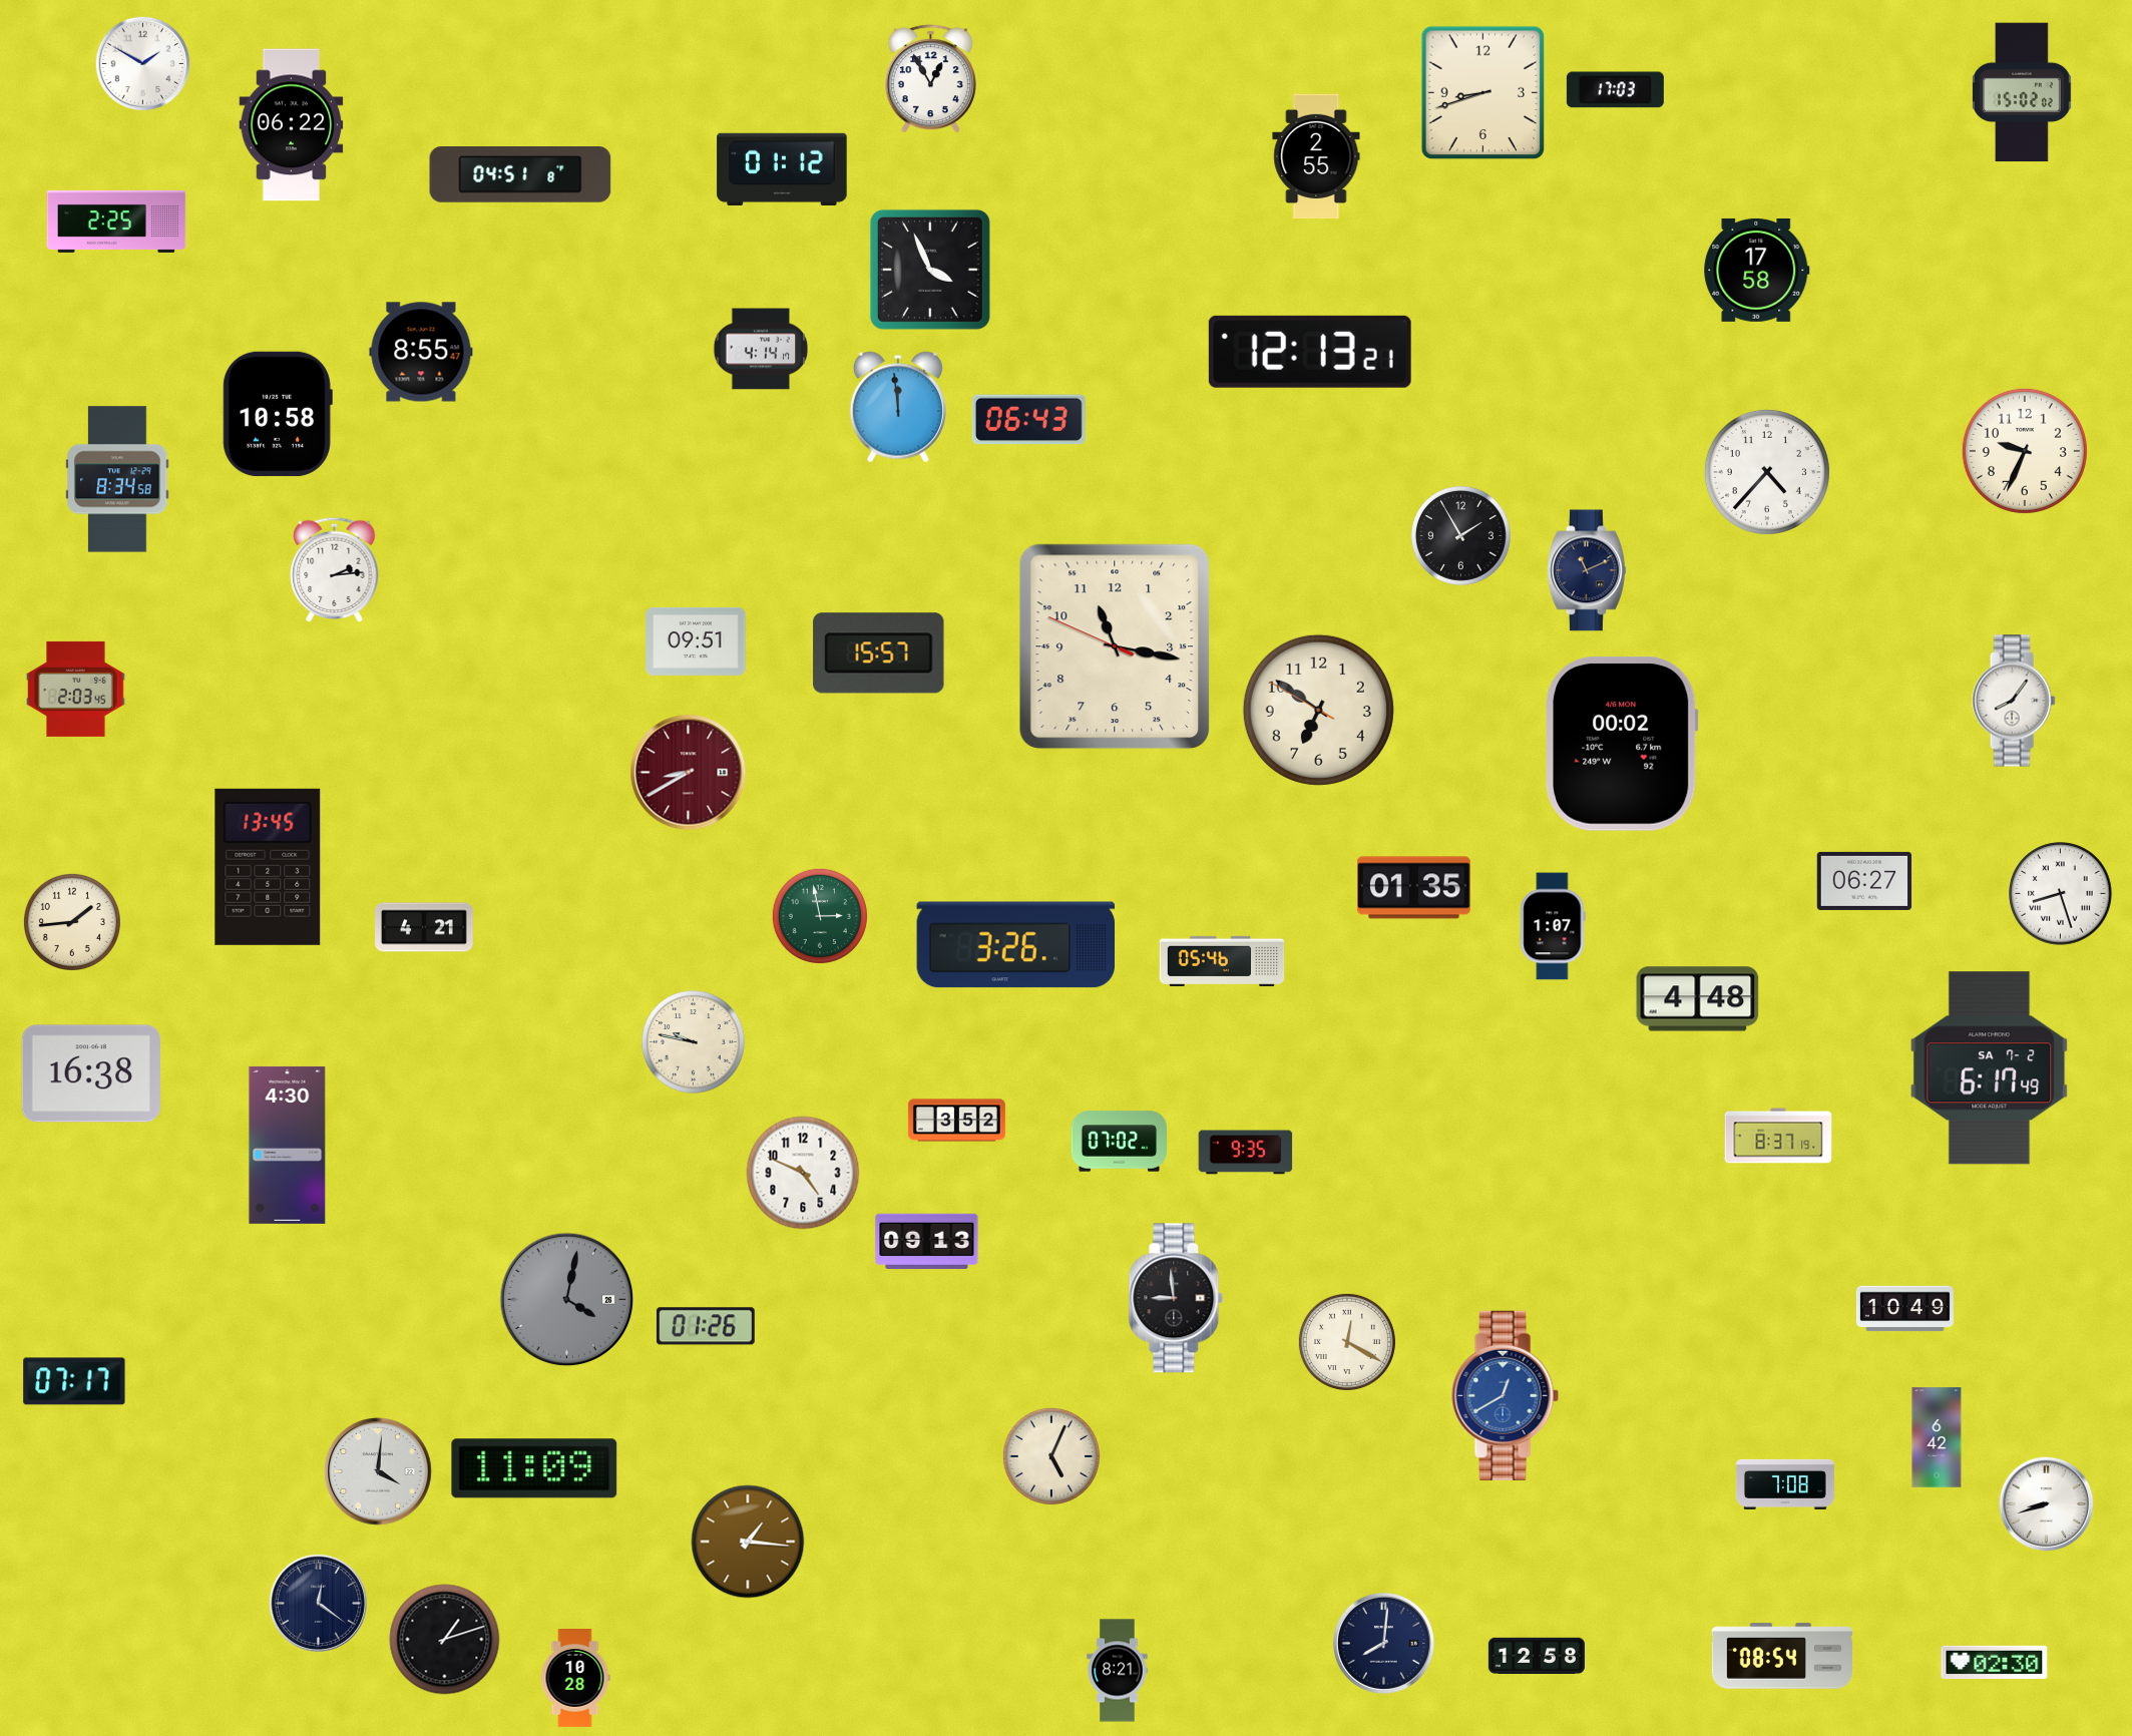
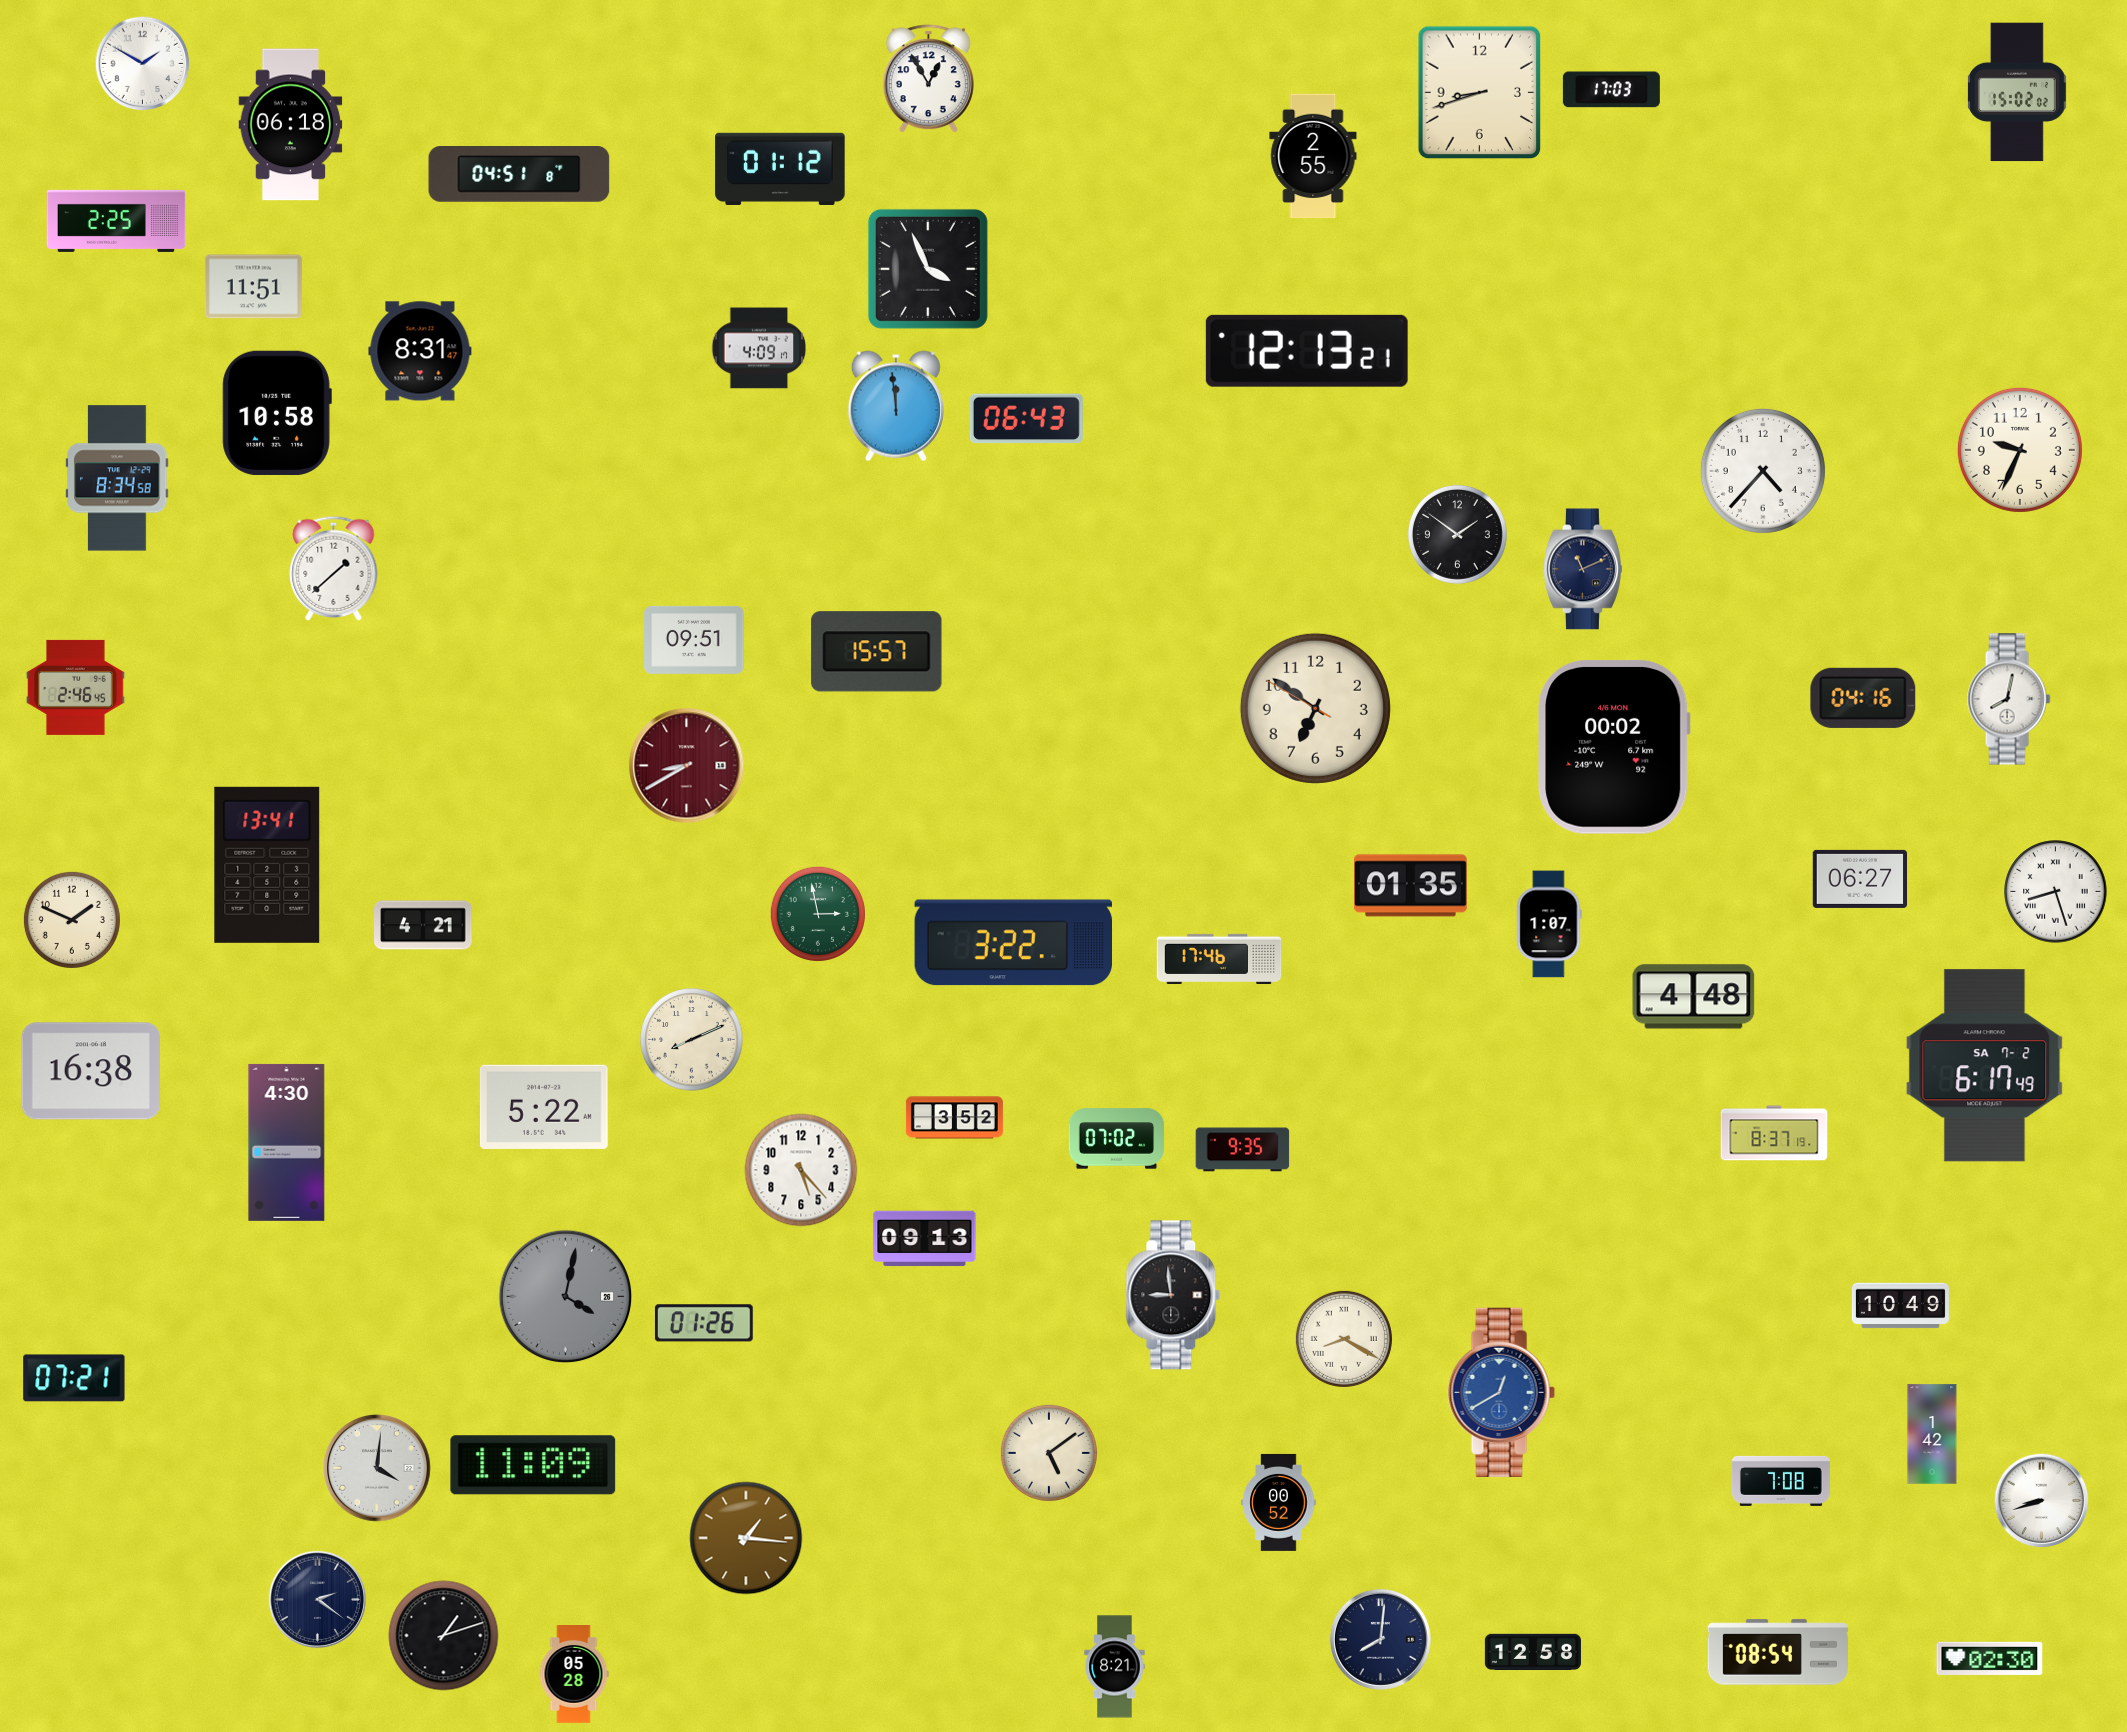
clock at (292, 125): 06:22 -> 06:18
clock at (1757, 270): 17:58 -> none
clock at (253, 287): none -> 11:51
clock at (761, 349): 4:14 -> 4:09
clock at (421, 352): 8:55 -> 8:31
clock at (1460, 535): 1:55 -> 1:51
clock at (335, 569): 2:14 -> 1:38
clock at (1115, 646): 11:16 -> none
clock at (76, 689): 2:03 -> 2:46
clock at (1863, 698): none -> 04:16
clock at (2014, 701): 8:06 -> 8:02
clock at (1622, 744) position: (1622, 744) -> (1614, 747)
clock at (689, 773) position: (689, 773) -> (687, 766)
clock at (268, 867): 13:45 -> 13:41
clock at (72, 922): 1:44 -> 1:49
clock at (1015, 945): 3:26 -> 3:22
clock at (1222, 961): 05:46 -> 17:46
clock at (694, 1042): 9:47 -> 8:11
clock at (544, 1107): none -> 5:22
clock at (803, 1173): 4:49 -> 5:23
clock at (1347, 1342): 12:20 -> 8:20
clock at (74, 1381): 07:17 -> 07:21
clock at (1937, 1437): 6:42 -> 1:42
clock at (1051, 1456): 5:04 -> 5:09
clock at (1279, 1502): none -> 00:52
clock at (318, 1603): 12:21 -> 2:21
clock at (575, 1679): 10:28 -> 05:28
